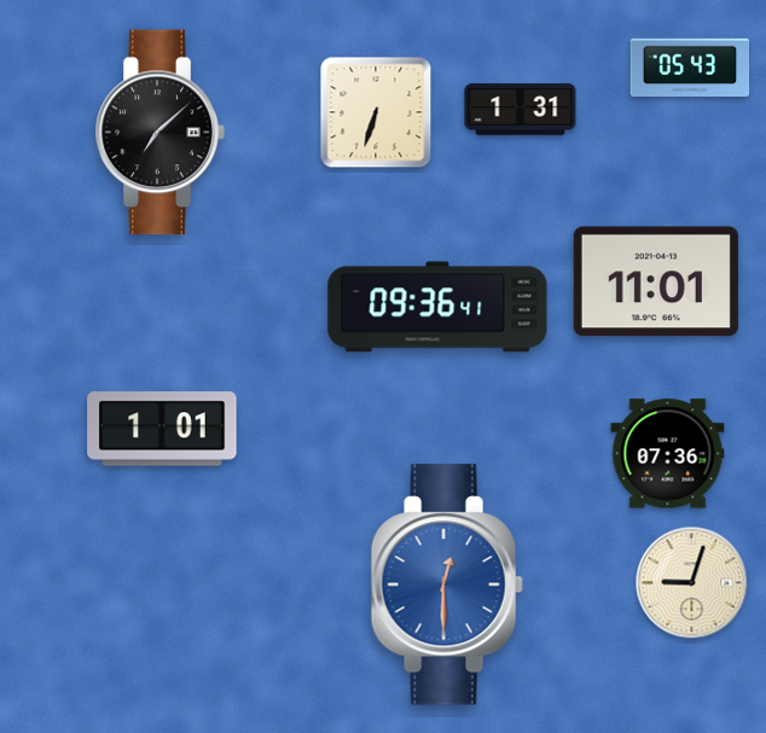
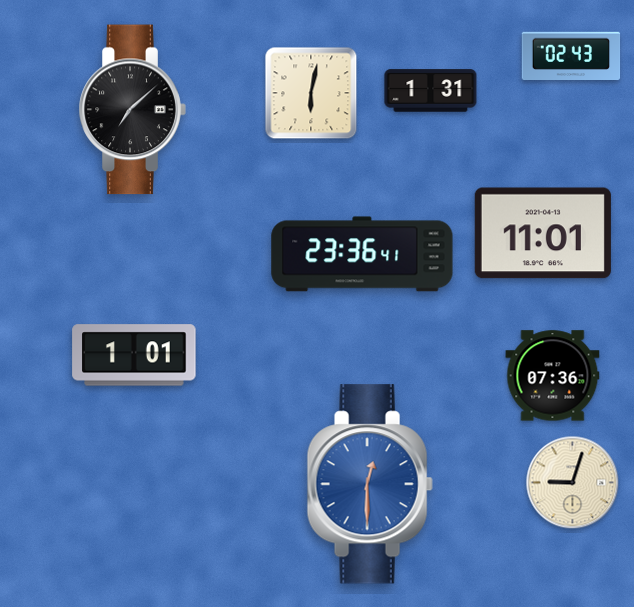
clock at (690, 66): 05:43 -> 02:43
clock at (376, 112): 6:33 -> 6:02
clock at (437, 307): 09:36 -> 23:36
